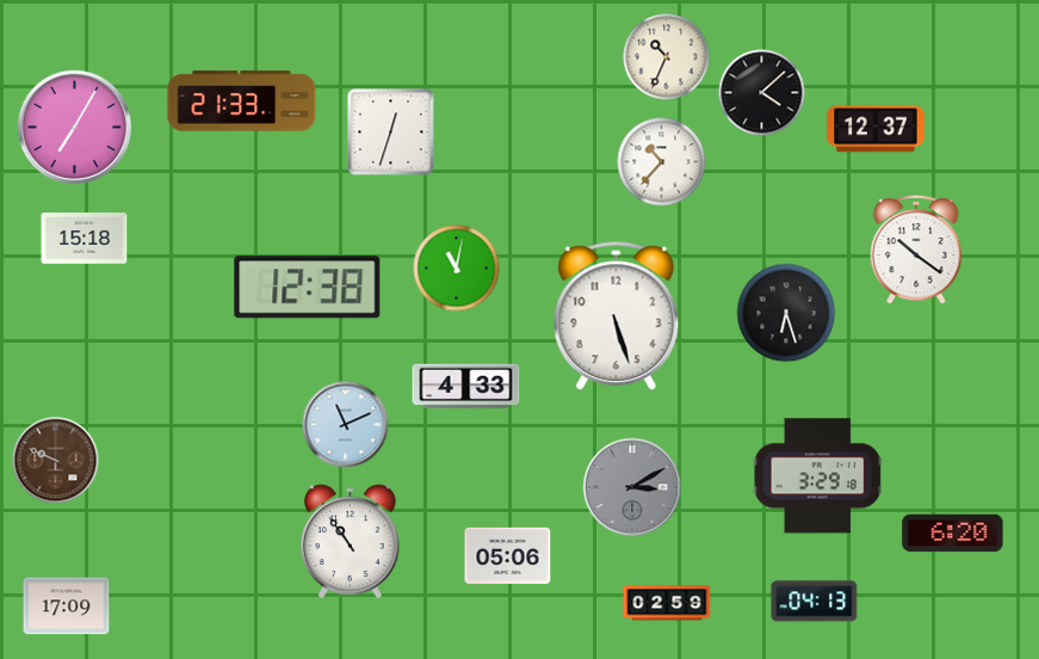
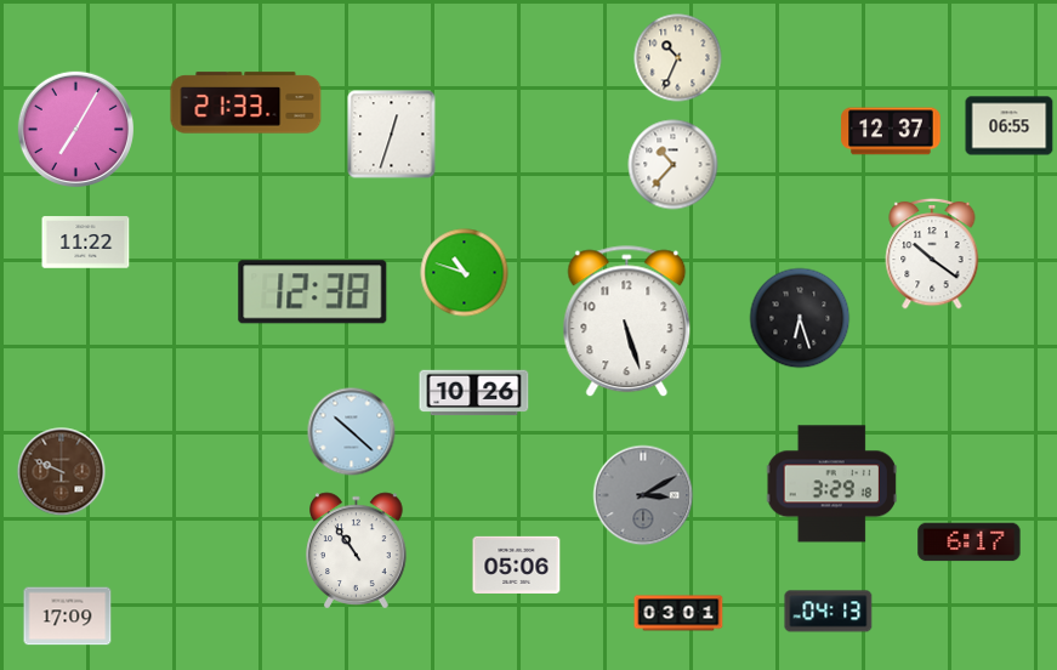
clock at (762, 93): 4:08 -> none
clock at (1010, 126): none -> 06:55
clock at (391, 133) position: (391, 133) -> (392, 135)
clock at (85, 239): 15:18 -> 11:22
clock at (457, 269): 11:02 -> 10:48
clock at (466, 387): 4:33 -> 10:26
clock at (346, 425): 11:11 -> 10:22
clock at (56, 461) position: (56, 461) -> (62, 472)
clock at (953, 534): 6:20 -> 6:17
clock at (667, 603): 02:59 -> 03:01
